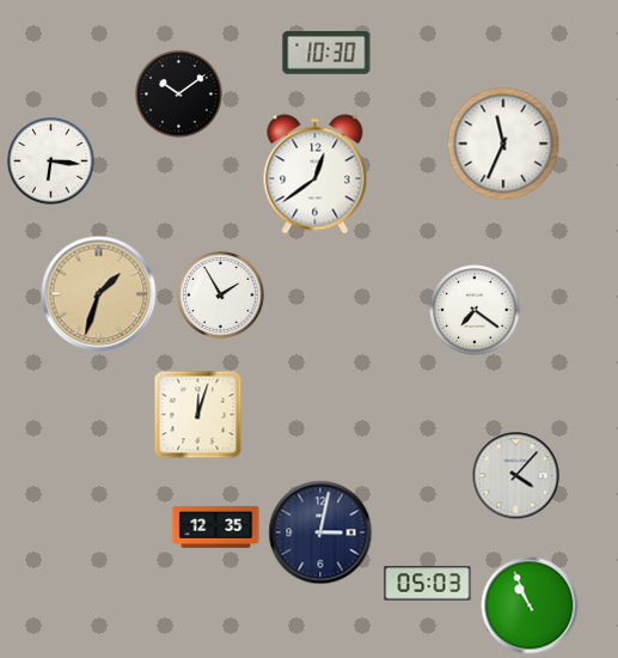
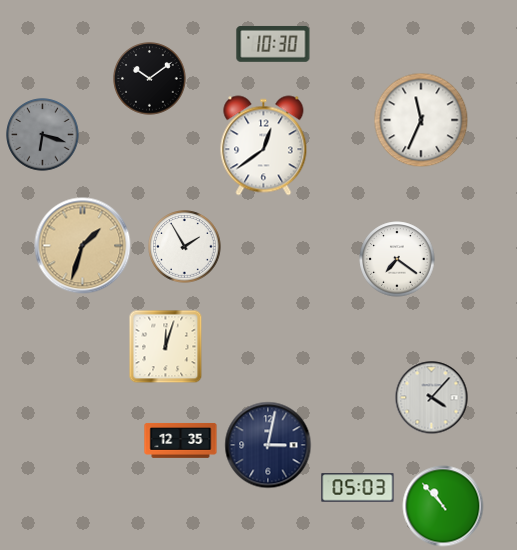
clock at (51, 162): 6:16 -> 6:18
clock at (51, 162) dial: white -> grey
clock at (530, 605): 10:56 -> 10:53
